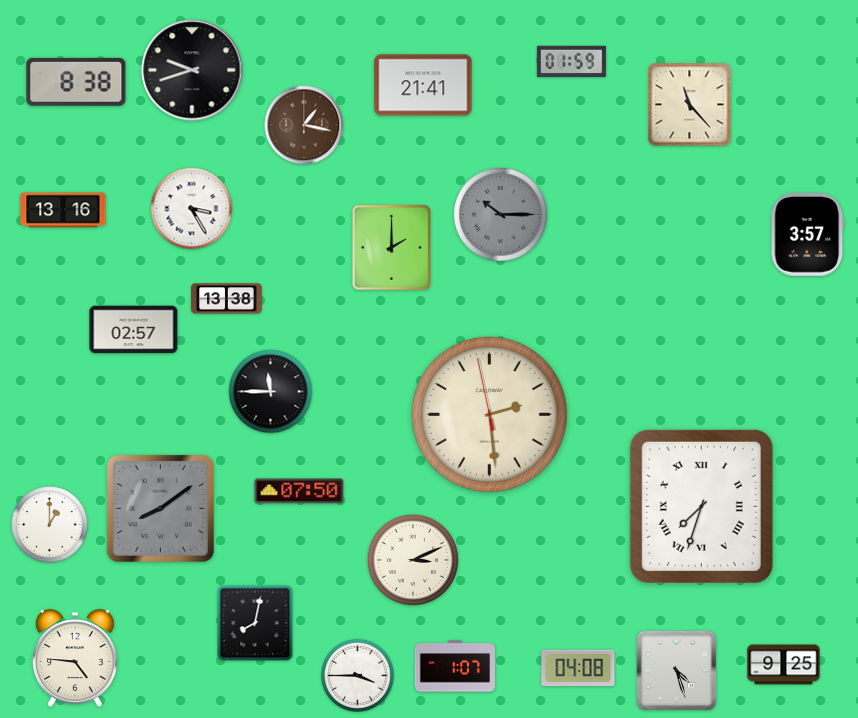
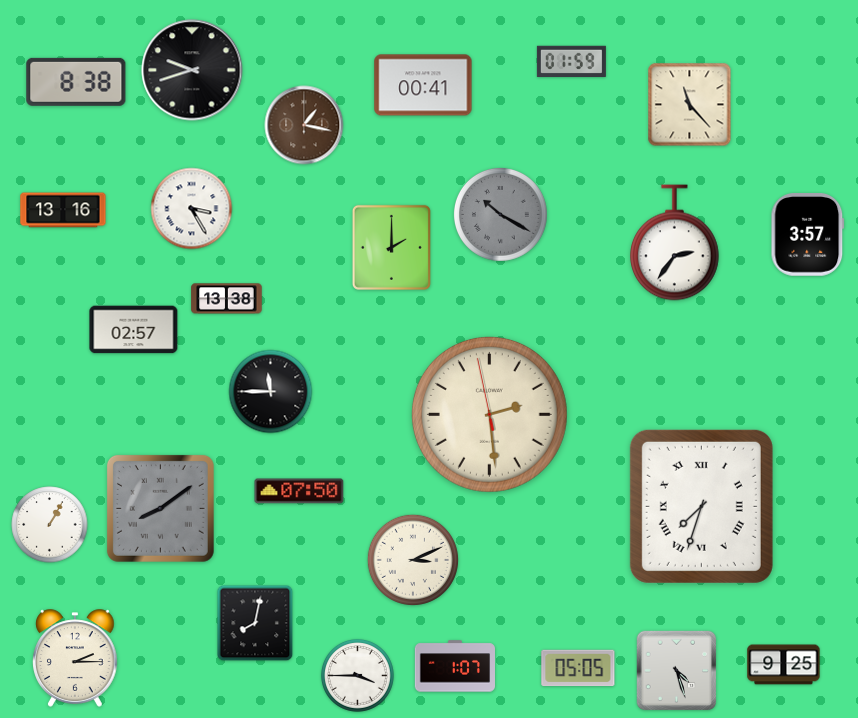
clock at (423, 85): 21:41 -> 00:41
clock at (500, 214): 10:15 -> 10:20
clock at (675, 243): none -> 2:36
clock at (50, 525): 1:00 -> 1:05
clock at (75, 658): 4:46 -> 2:15
clock at (578, 668): 04:08 -> 05:05
